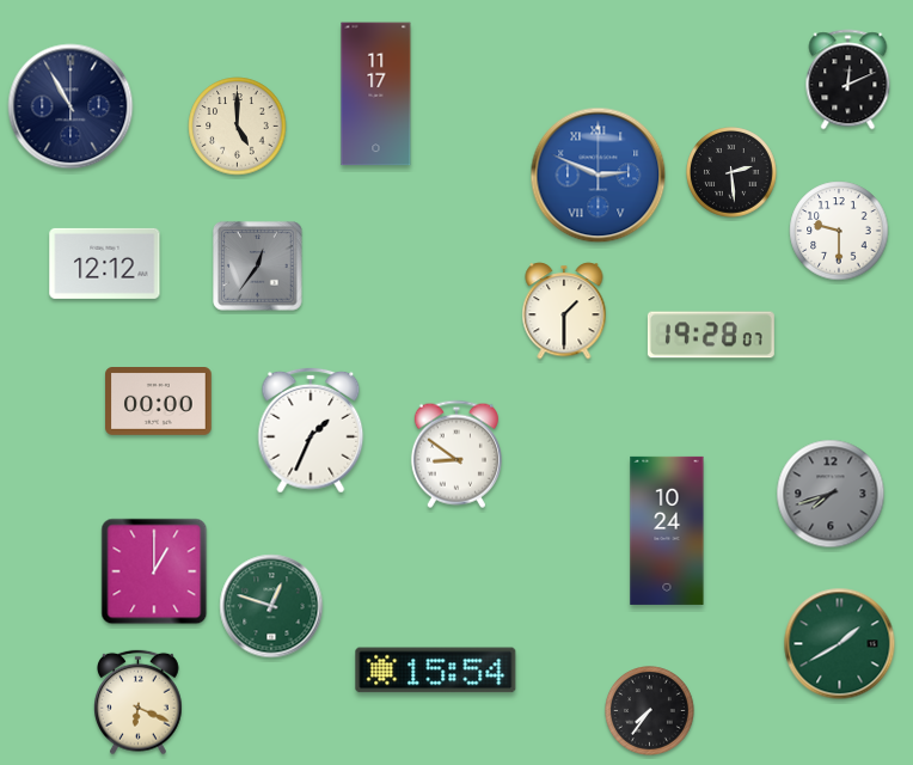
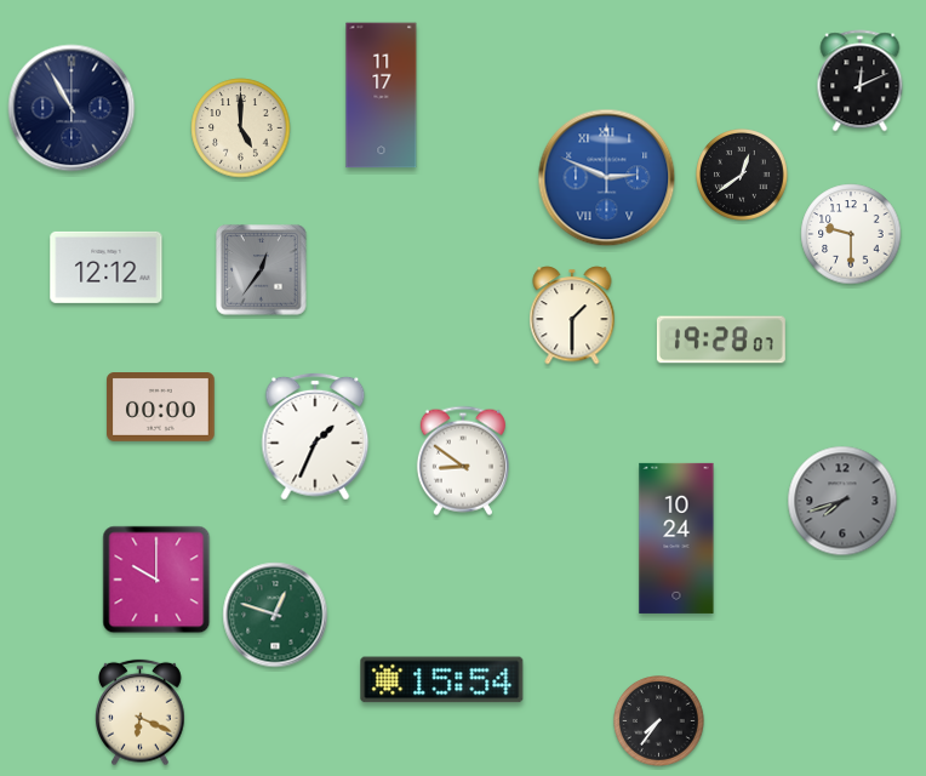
clock at (733, 173): 2:29 -> 12:39
clock at (154, 571): 1:00 -> 10:00
clock at (840, 644): 1:40 -> none
